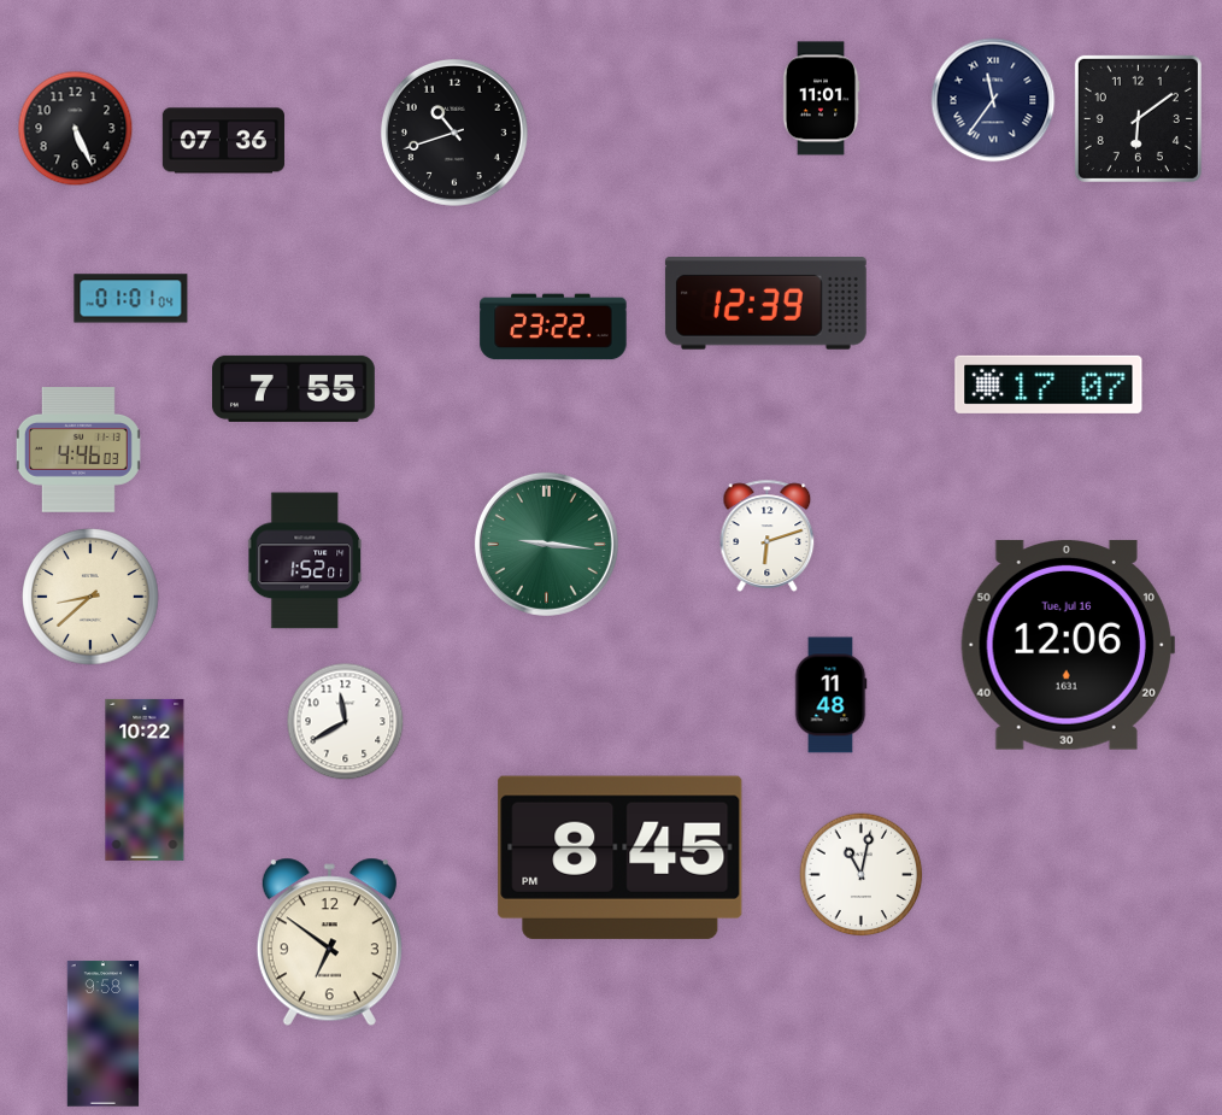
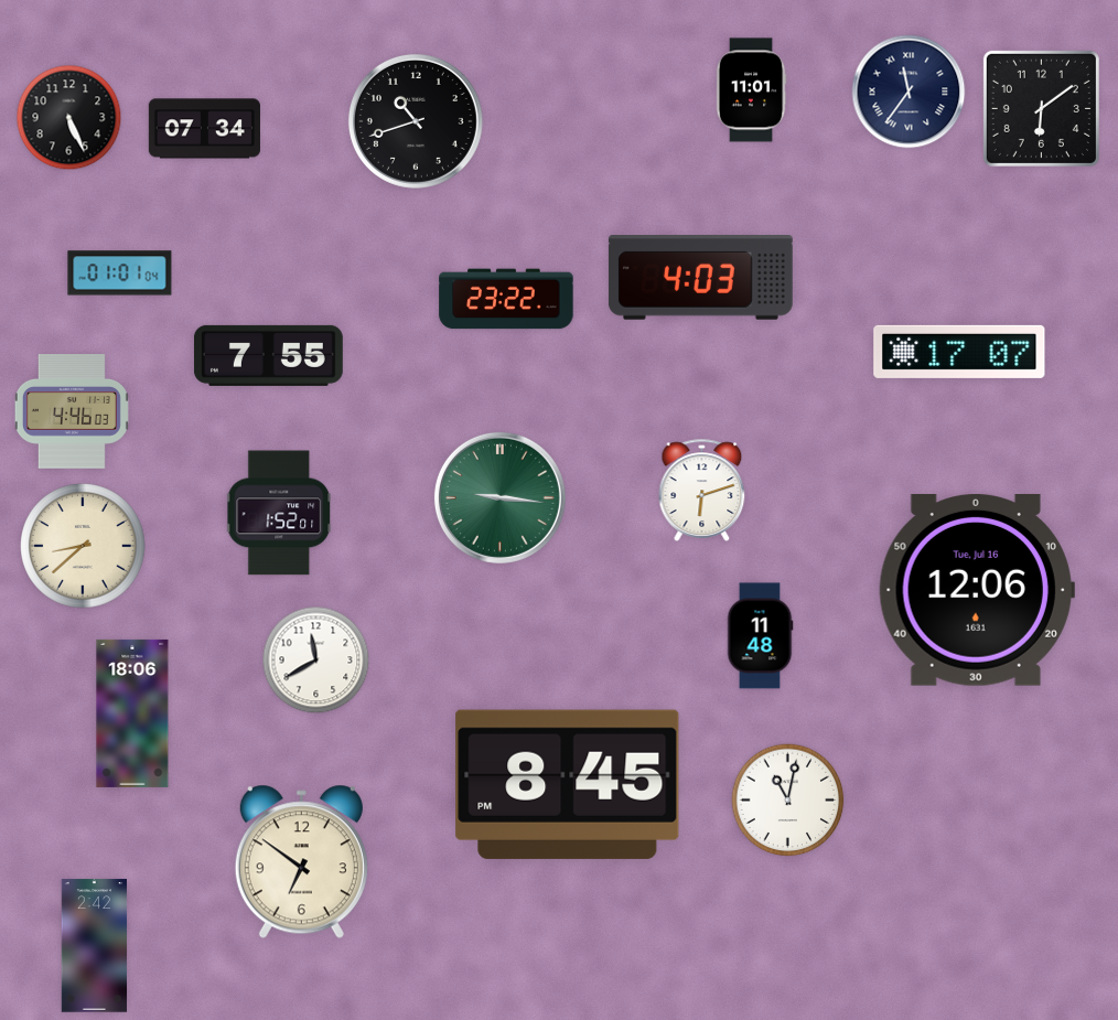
clock at (223, 141): 07:36 -> 07:34
clock at (765, 304): 12:39 -> 4:03
clock at (145, 780): 10:22 -> 18:06
clock at (104, 1034): 9:58 -> 2:42
